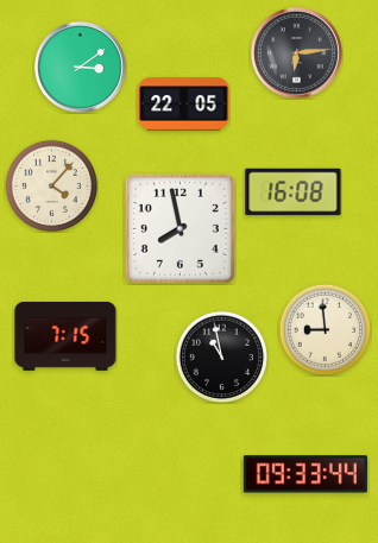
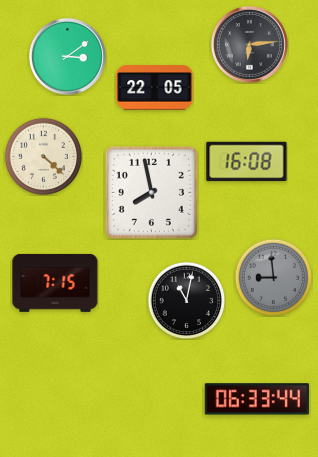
clock at (51, 185): 4:07 -> 4:22
clock at (325, 329) dial: cream -> grey
clock at (221, 356): 10:58 -> 11:02
clock at (305, 474): 09:33 -> 06:33
